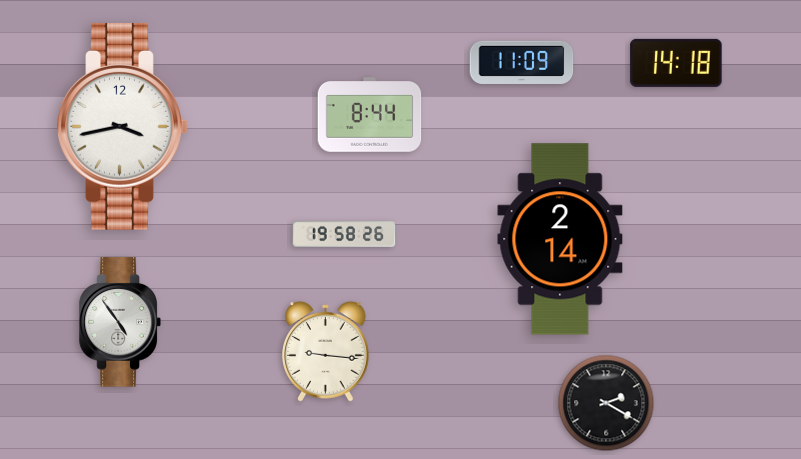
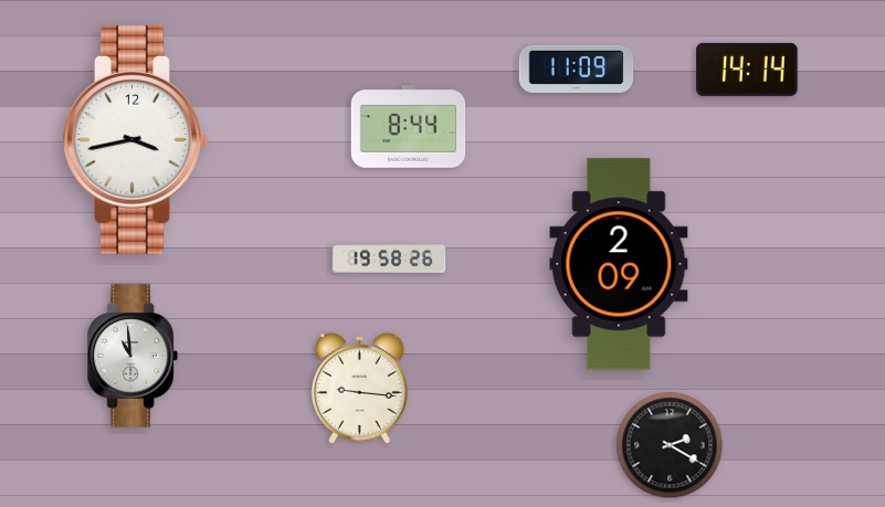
clock at (676, 63): 14:18 -> 14:14
clock at (344, 234) position: (344, 234) -> (389, 258)
clock at (560, 239): 2:14 -> 2:09
clock at (120, 322): 4:54 -> 10:59
